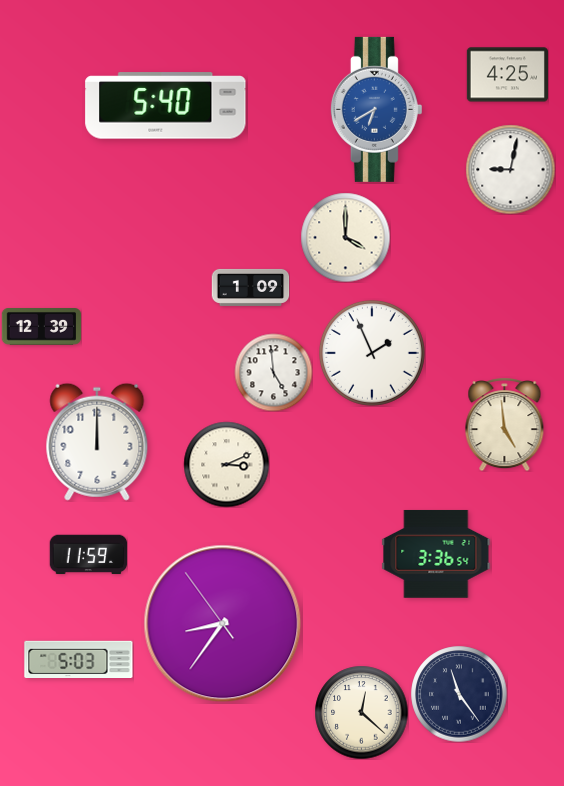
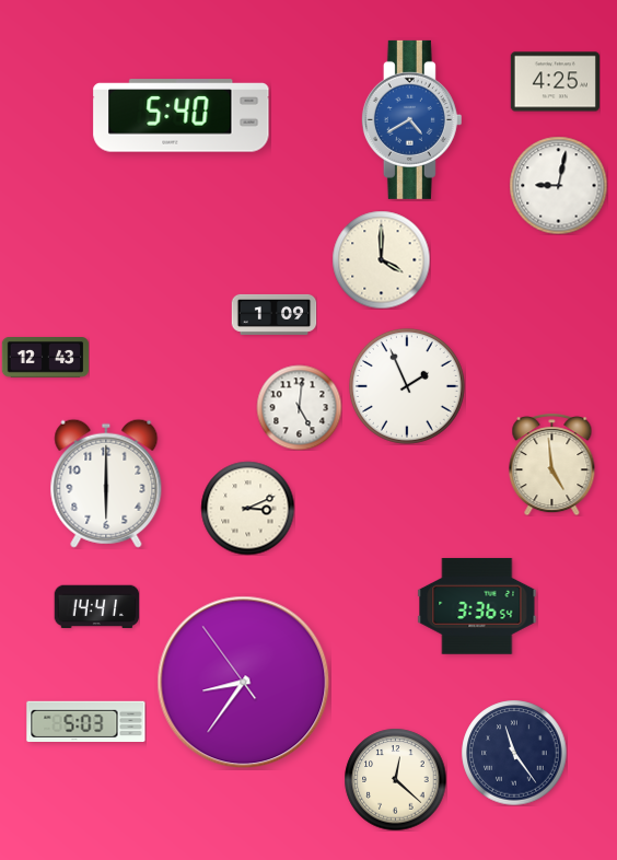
clock at (376, 109): 6:40 -> 4:40
clock at (345, 237) position: (345, 237) -> (381, 259)
clock at (41, 327): 12:39 -> 12:43
clock at (273, 372): 4:59 -> 5:01
clock at (97, 442): 12:00 -> 6:00
clock at (88, 555): 11:59 -> 14:41
clock at (459, 694) position: (459, 694) -> (514, 753)
